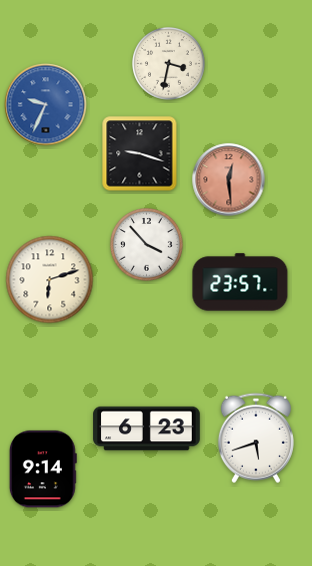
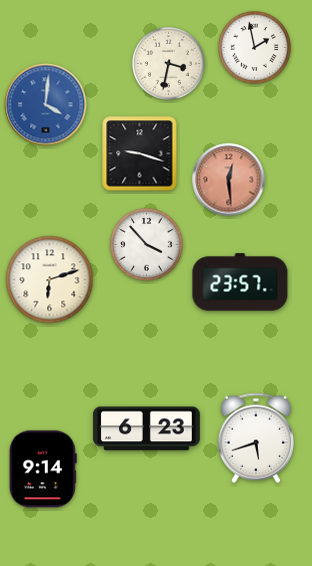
clock at (255, 48): none -> 1:58
clock at (46, 105): 9:34 -> 4:01
